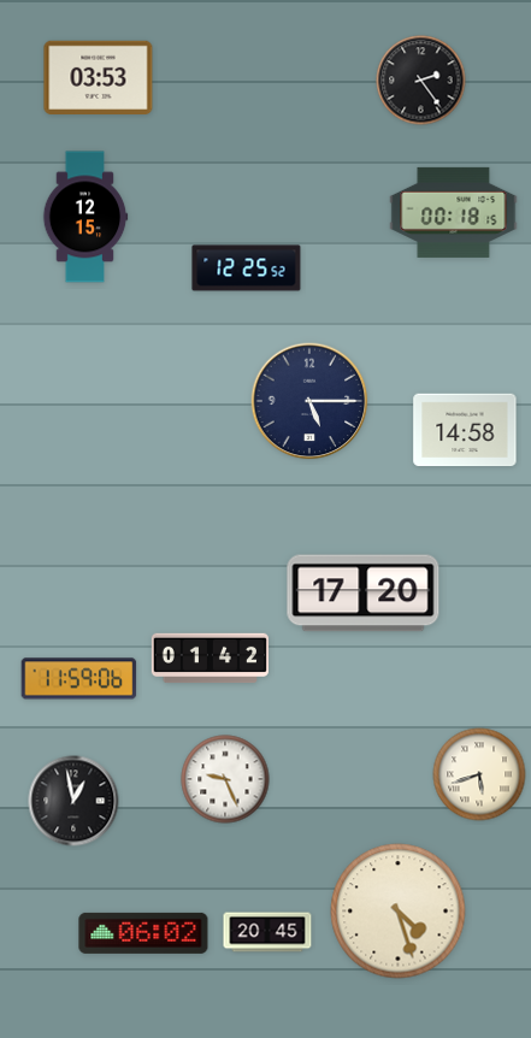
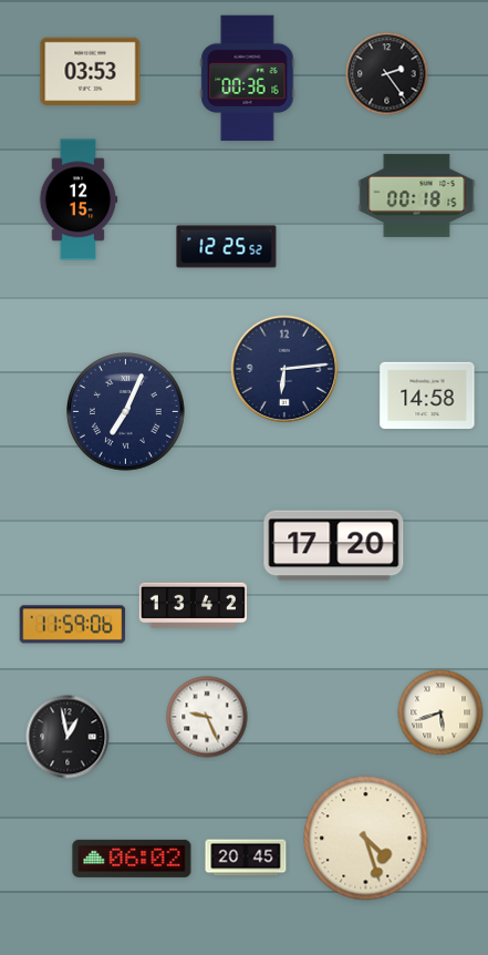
clock at (248, 79): none -> 00:36
clock at (309, 401): 5:15 -> 6:14
clock at (126, 412): none -> 7:04
clock at (210, 659): 01:42 -> 13:42
